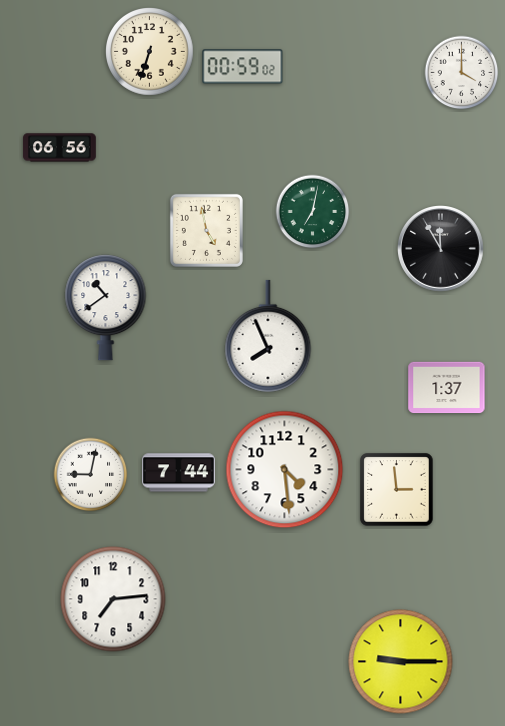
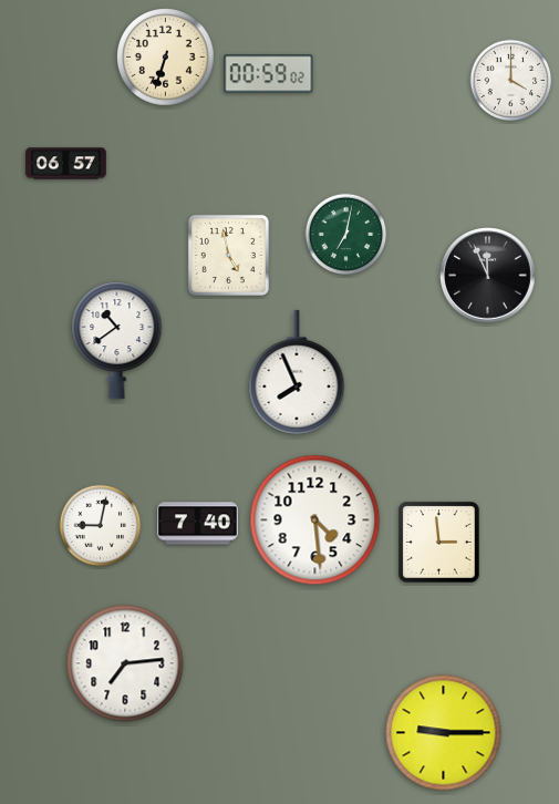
clock at (60, 148): 06:56 -> 06:57
clock at (441, 249): 11:55 -> 11:56
clock at (447, 388): 1:37 -> none
clock at (179, 473): 7:44 -> 7:40
